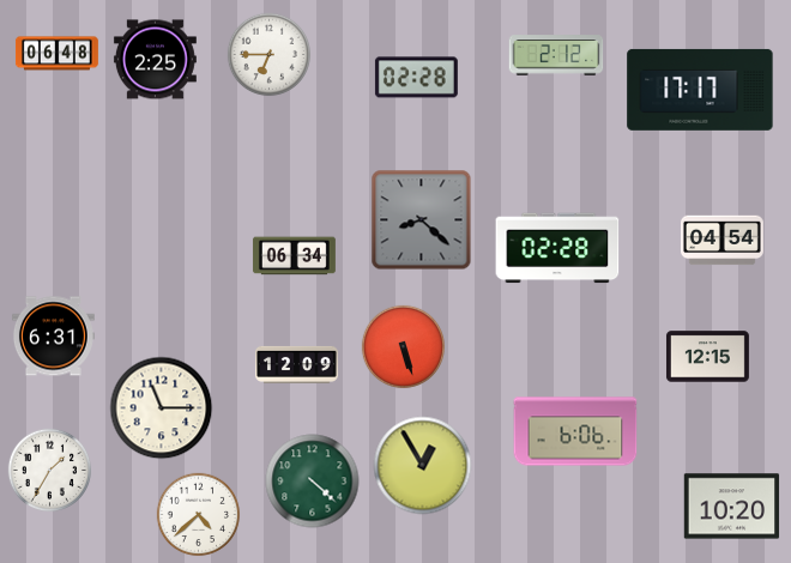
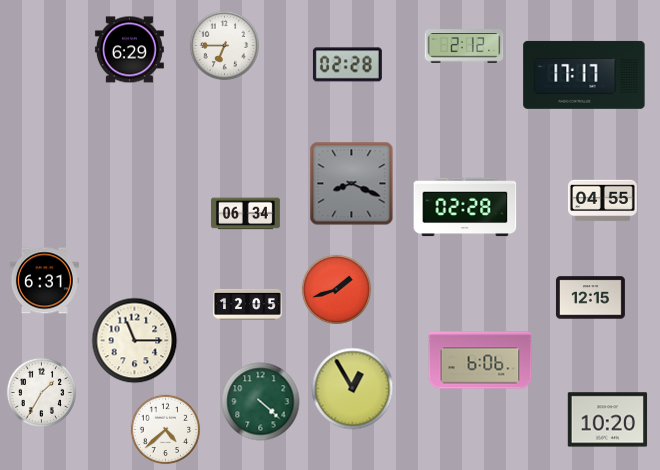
clock at (56, 54): 06:48 -> none
clock at (155, 60): 2:25 -> 6:29
clock at (422, 220): 8:22 -> 8:19
clock at (721, 241): 04:54 -> 04:55
clock at (404, 347): 5:27 -> 1:42
clock at (296, 364): 12:09 -> 12:05
clock at (732, 507) position: (732, 507) -> (608, 420)
